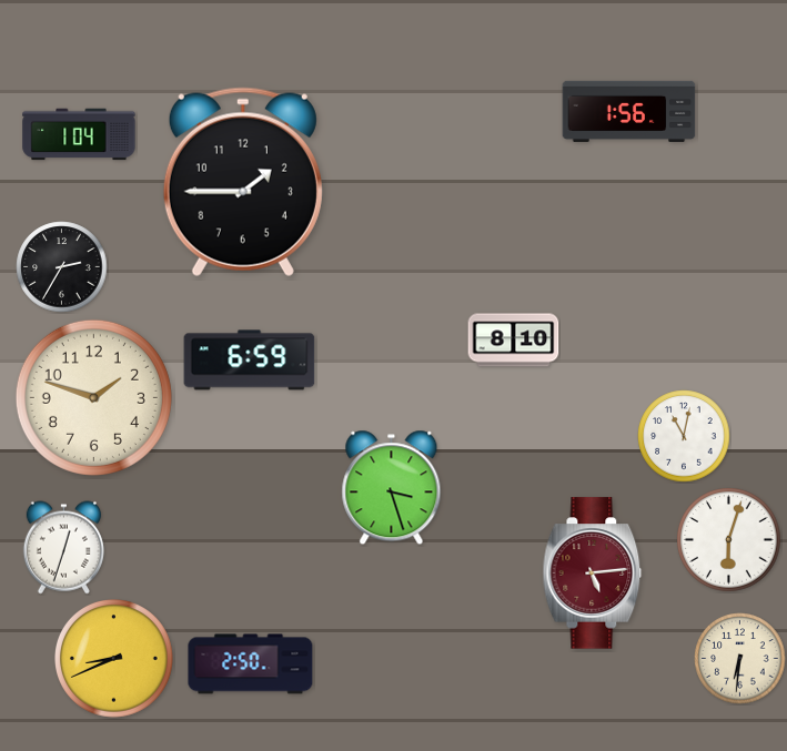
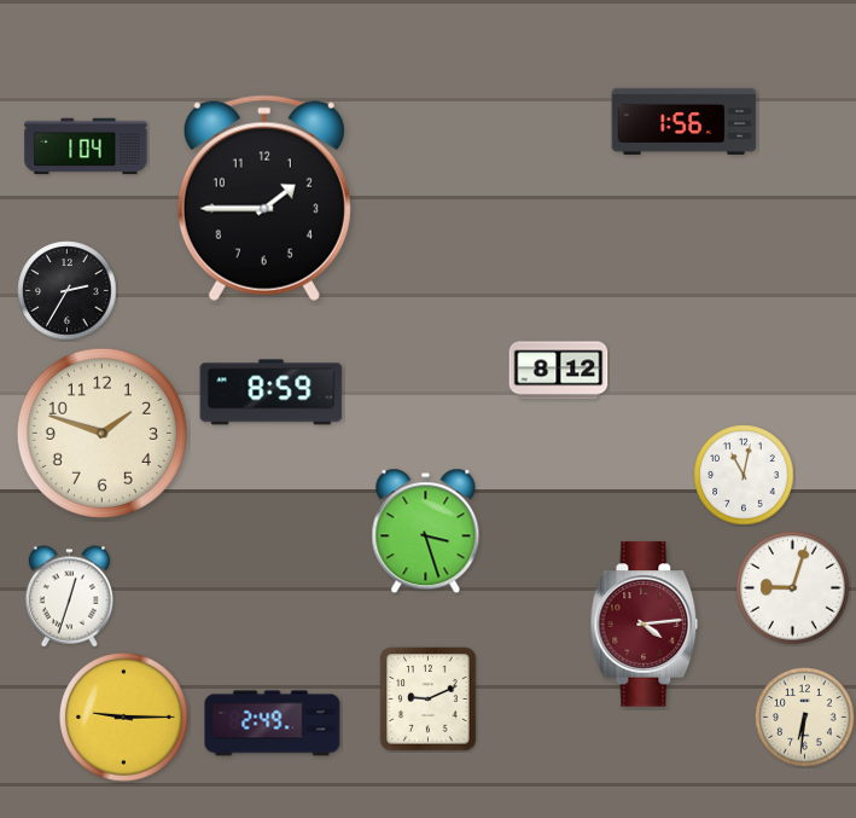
clock at (514, 341): 8:10 -> 8:12
clock at (250, 361): 6:59 -> 8:59
clock at (729, 540): 6:03 -> 9:03
clock at (593, 574): 5:14 -> 4:14
clock at (429, 700): none -> 9:11
clock at (114, 659): 8:41 -> 9:15
clock at (251, 664): 2:50 -> 2:49
